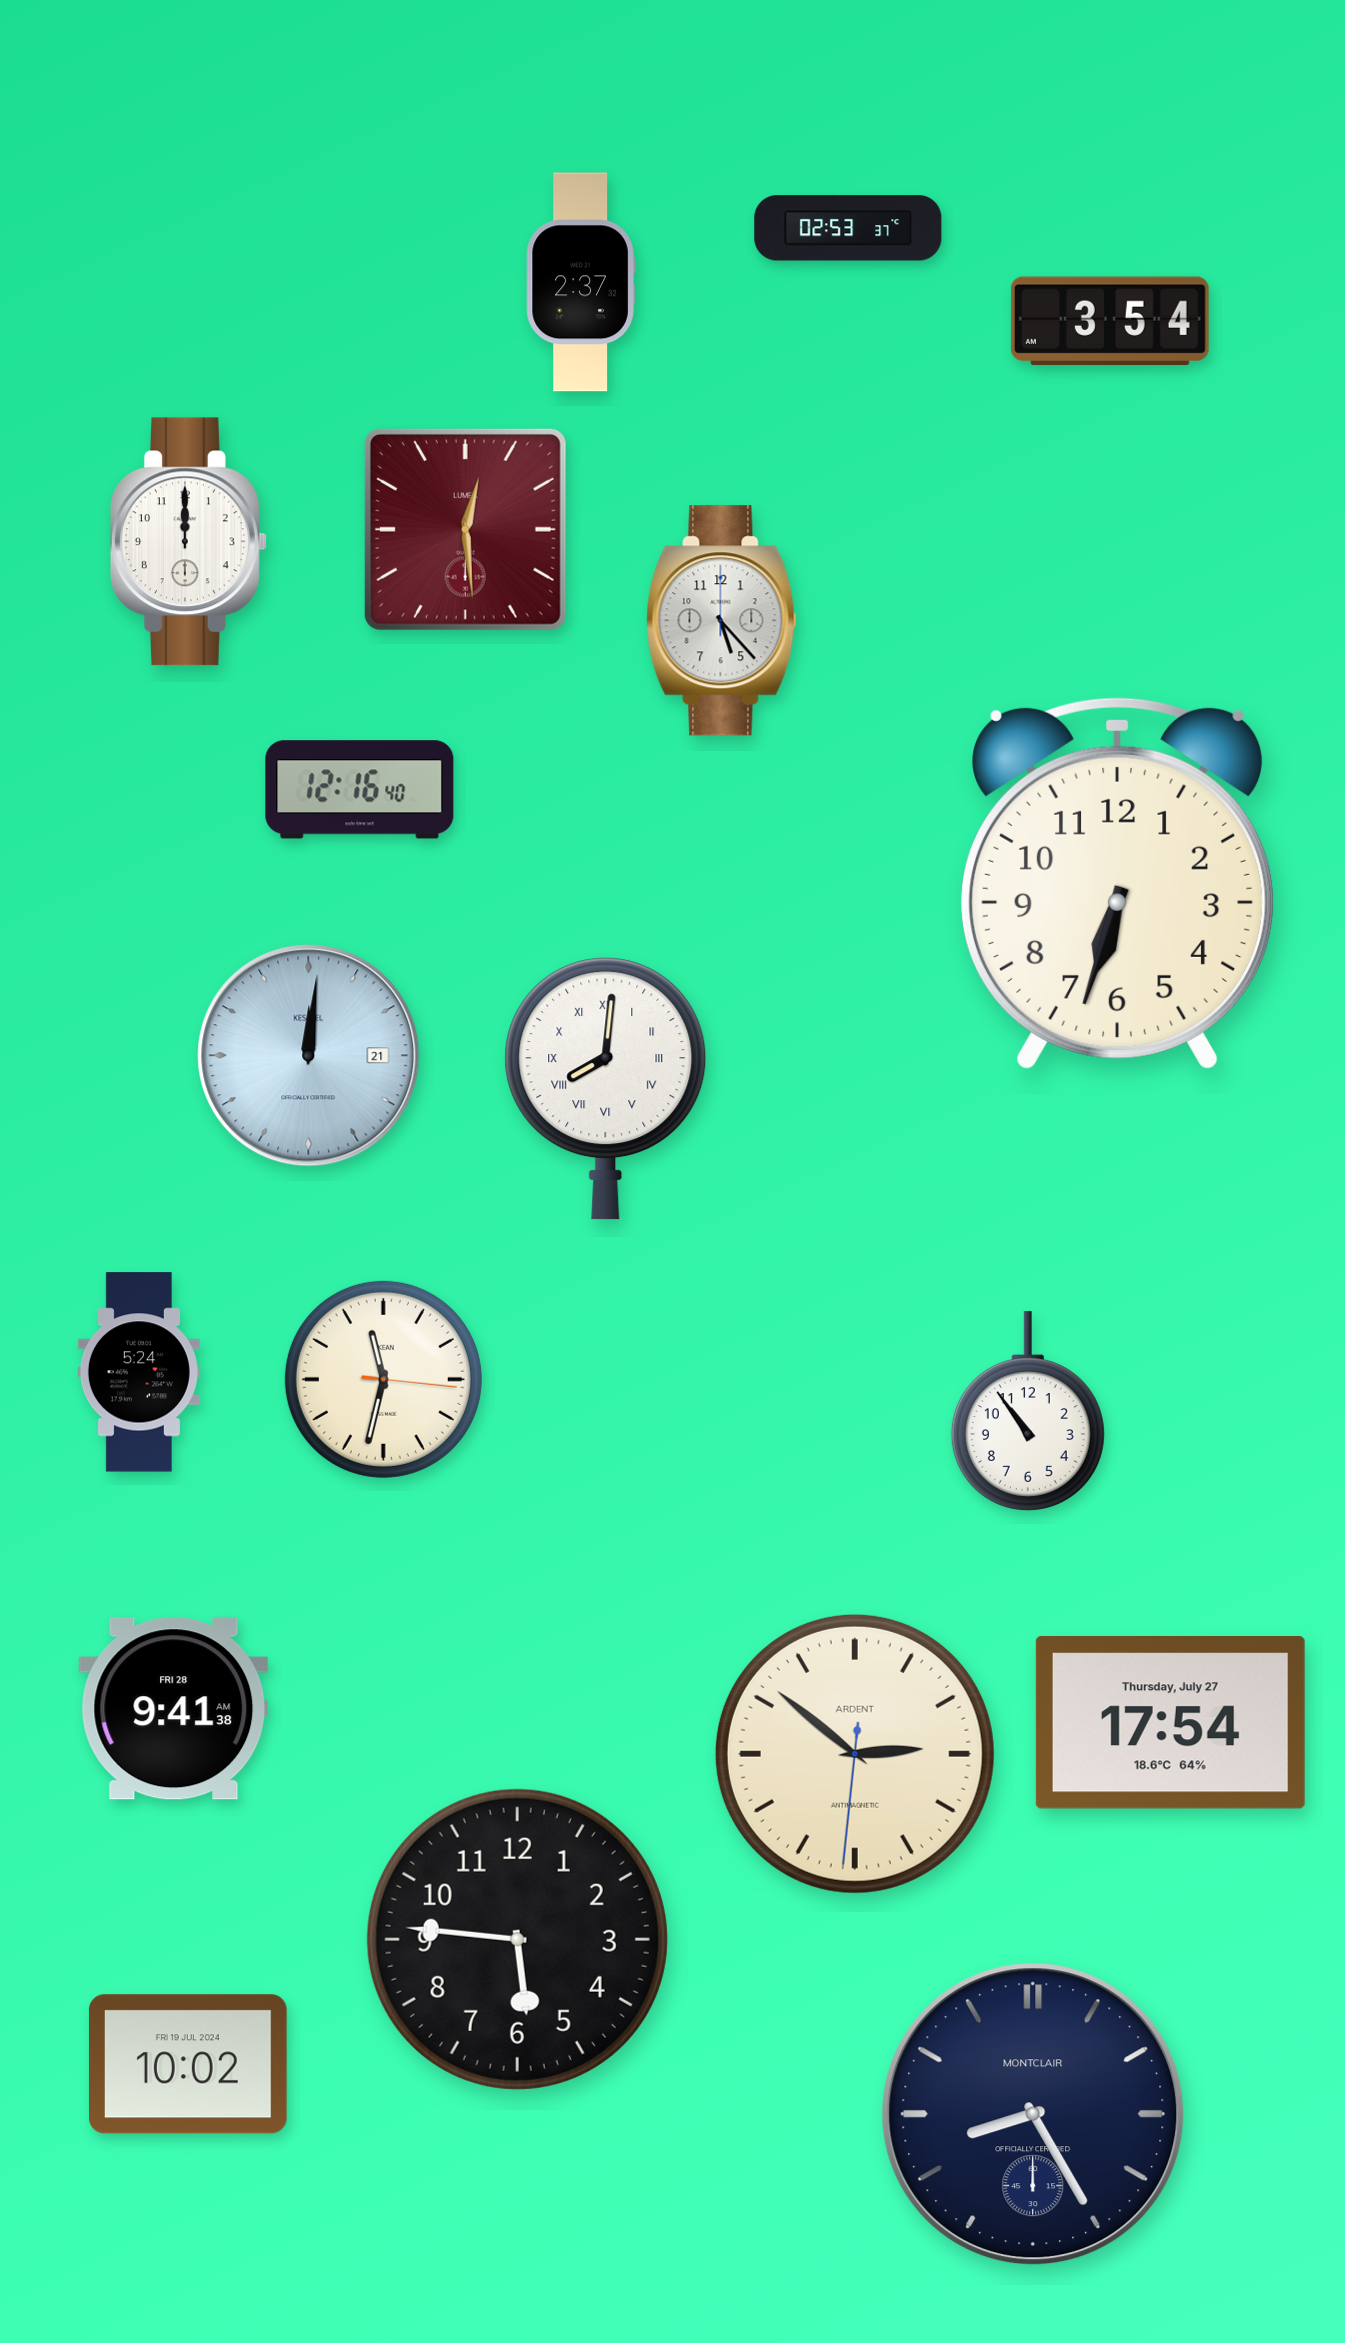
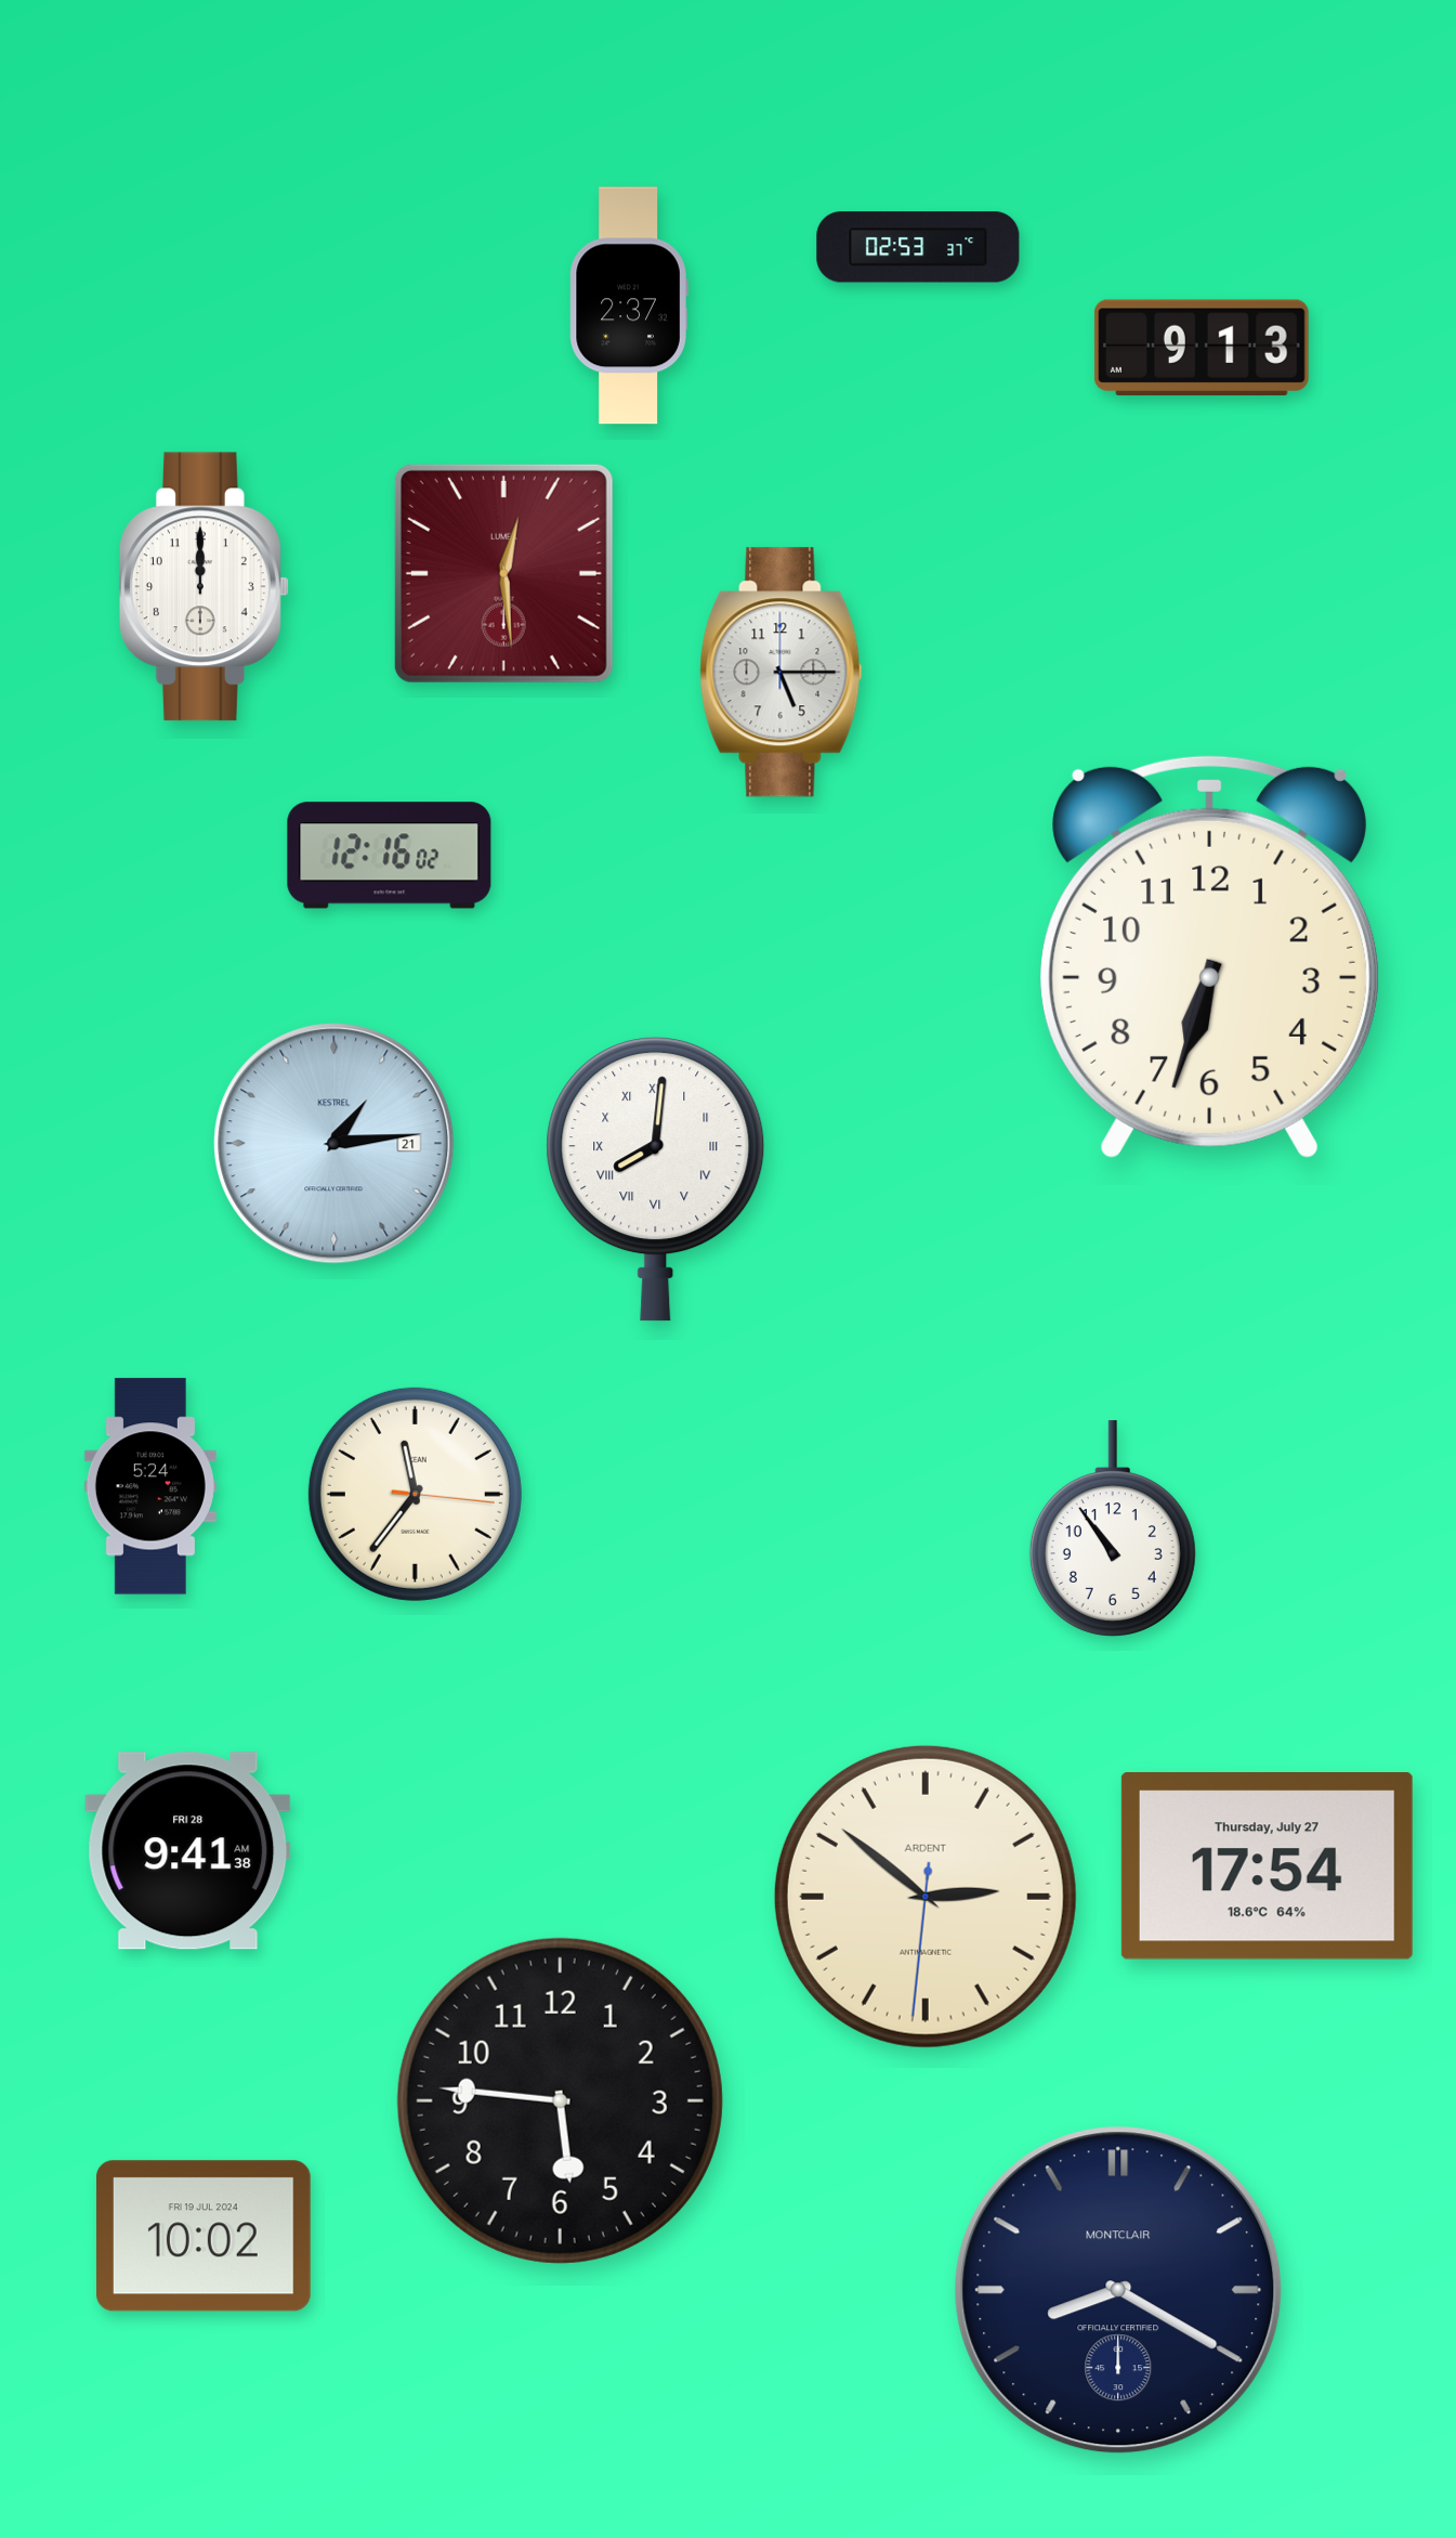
clock at (1110, 320): 3:54 -> 9:13
clock at (722, 621): 5:23 -> 5:15
clock at (360, 790): 12:16:40 -> 12:16:02
clock at (309, 1056): 12:01 -> 1:14
clock at (383, 1379): 11:32 -> 11:36
clock at (855, 1754) position: (855, 1754) -> (926, 1897)
clock at (1033, 2114): 8:25 -> 8:20
